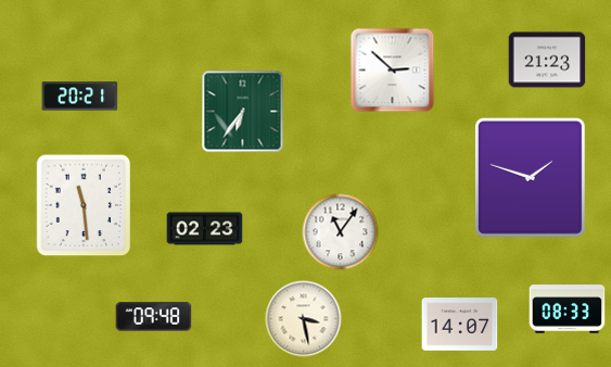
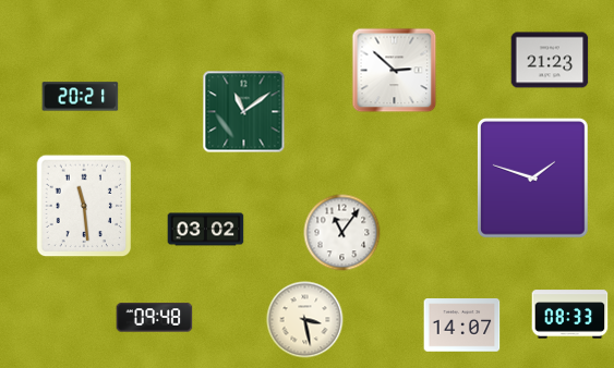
clock at (243, 112): 6:36 -> 11:09
clock at (205, 229): 02:23 -> 03:02
clock at (568, 309) position: (568, 309) -> (570, 315)
